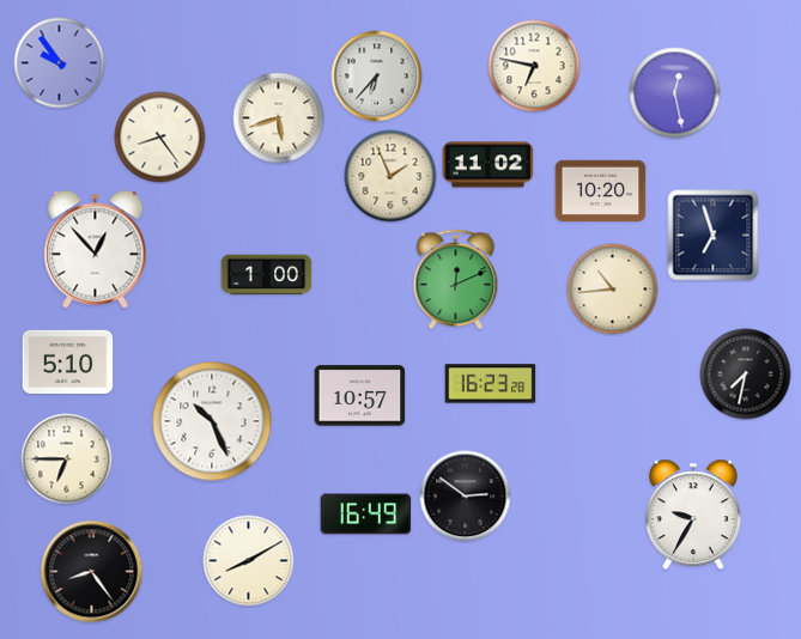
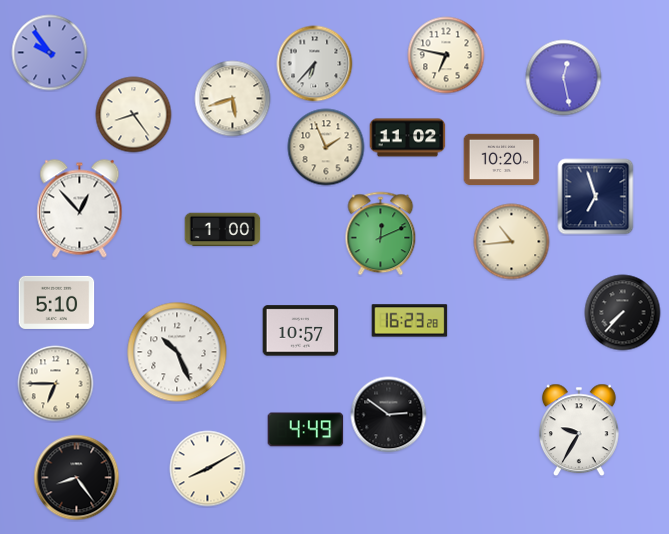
clock at (746, 375): 7:32 -> 7:37
clock at (366, 515): 16:49 -> 4:49
